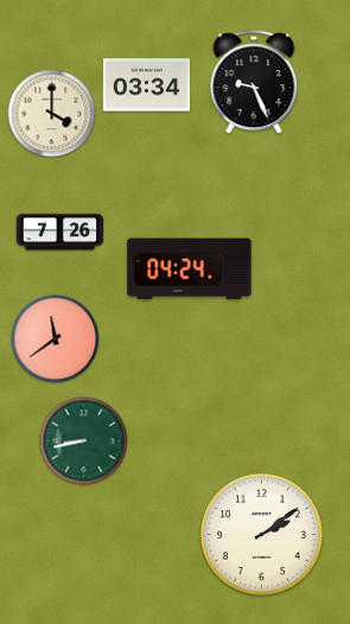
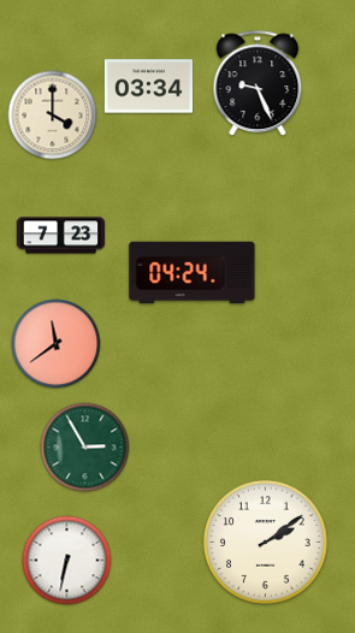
clock at (61, 233): 7:26 -> 7:23
clock at (84, 441): 8:43 -> 2:55
clock at (67, 561): none -> 6:32
